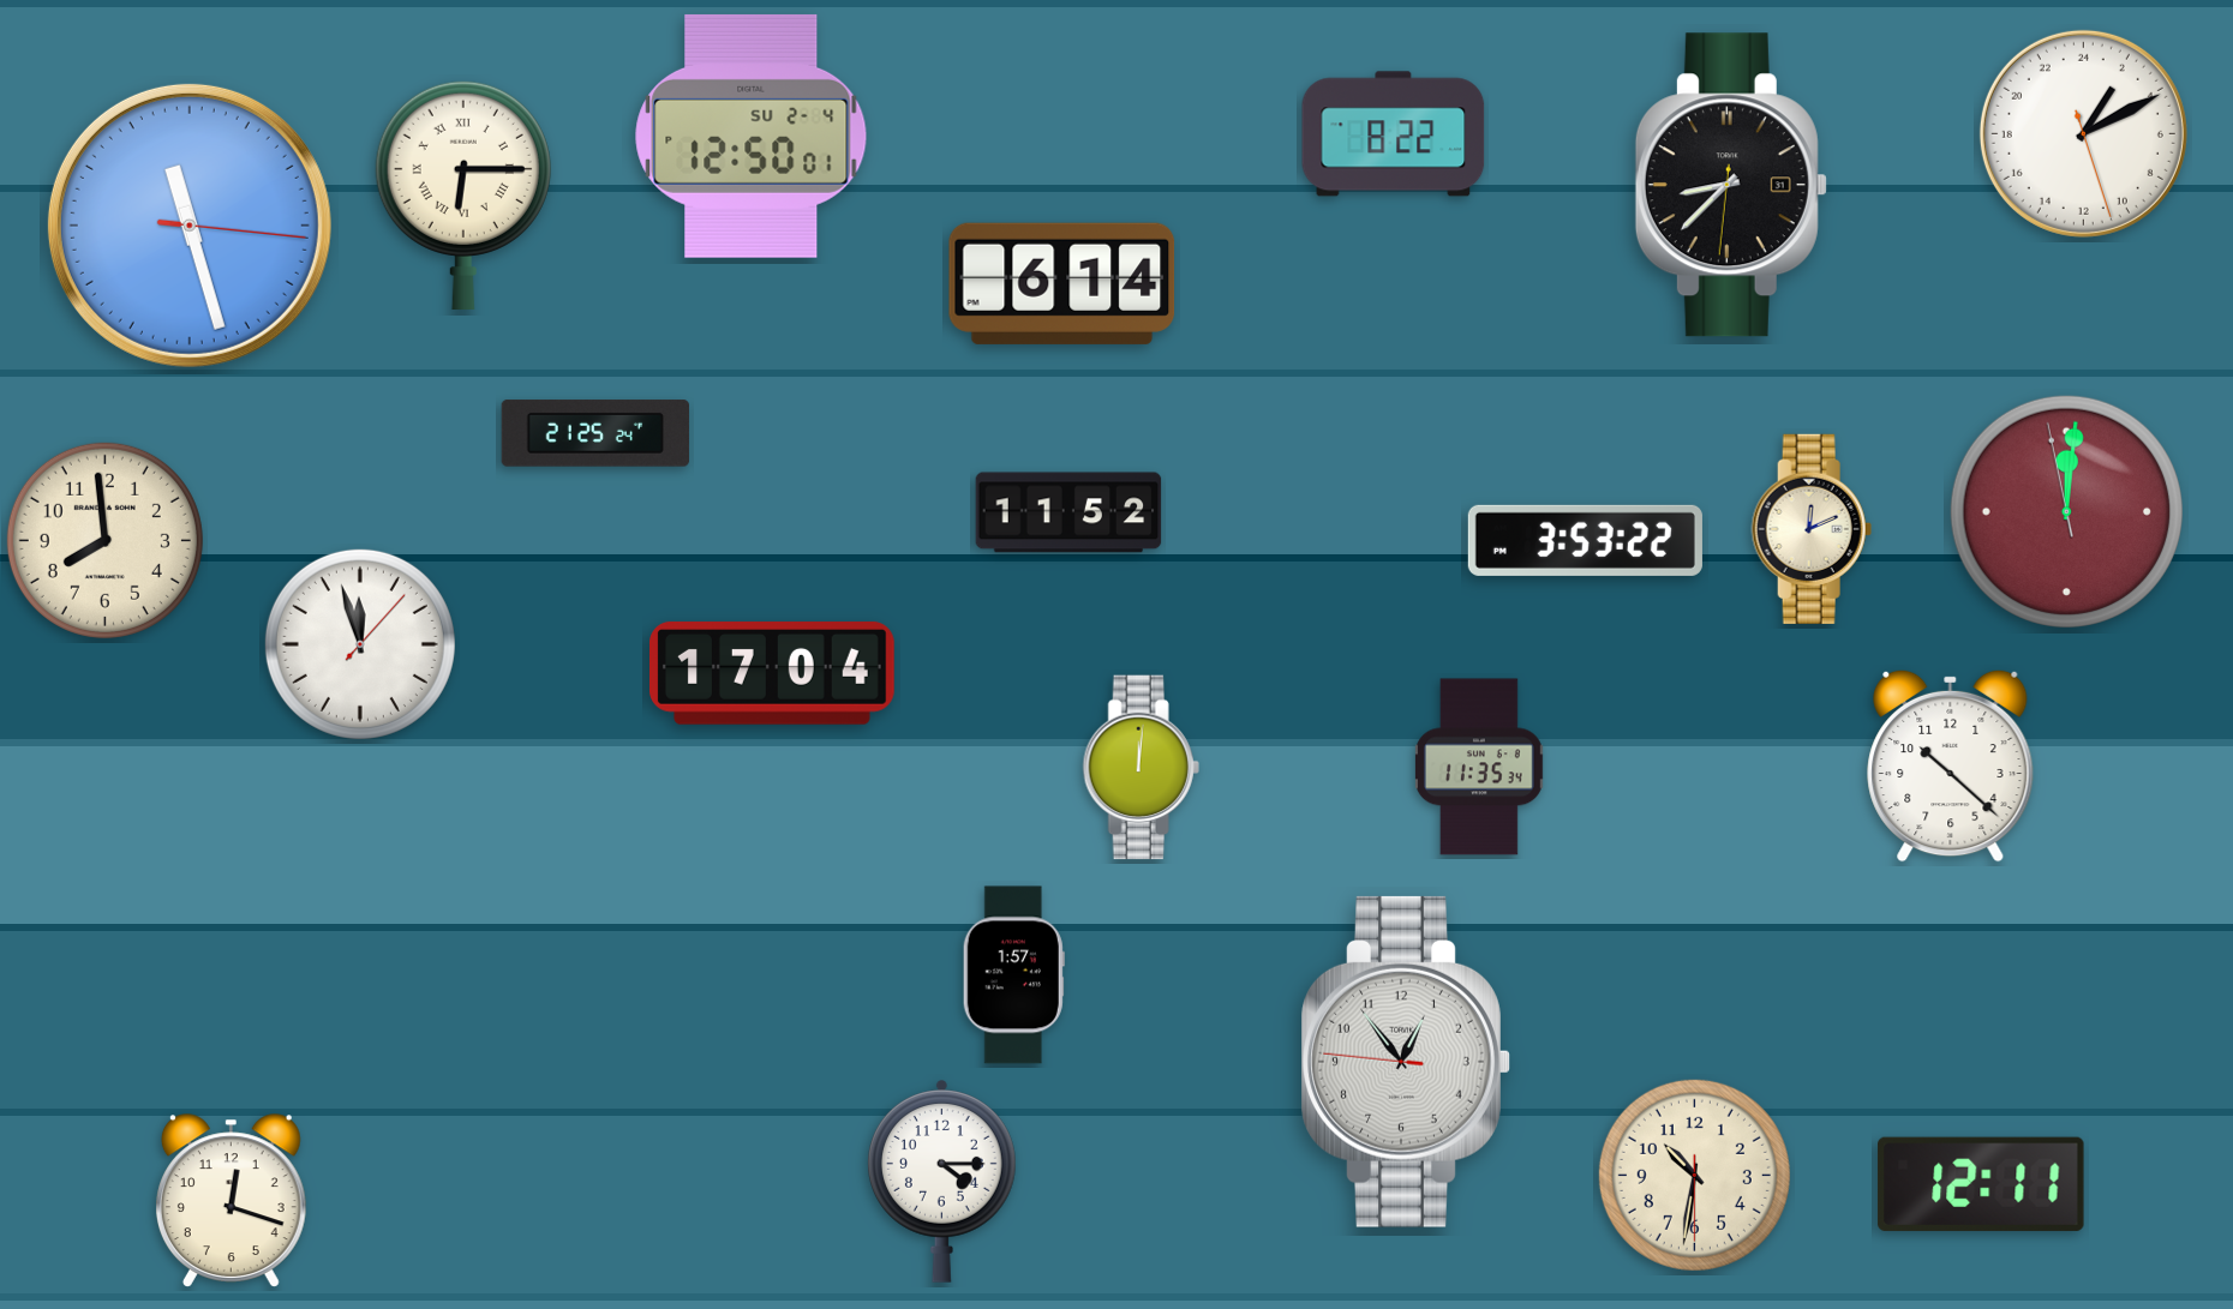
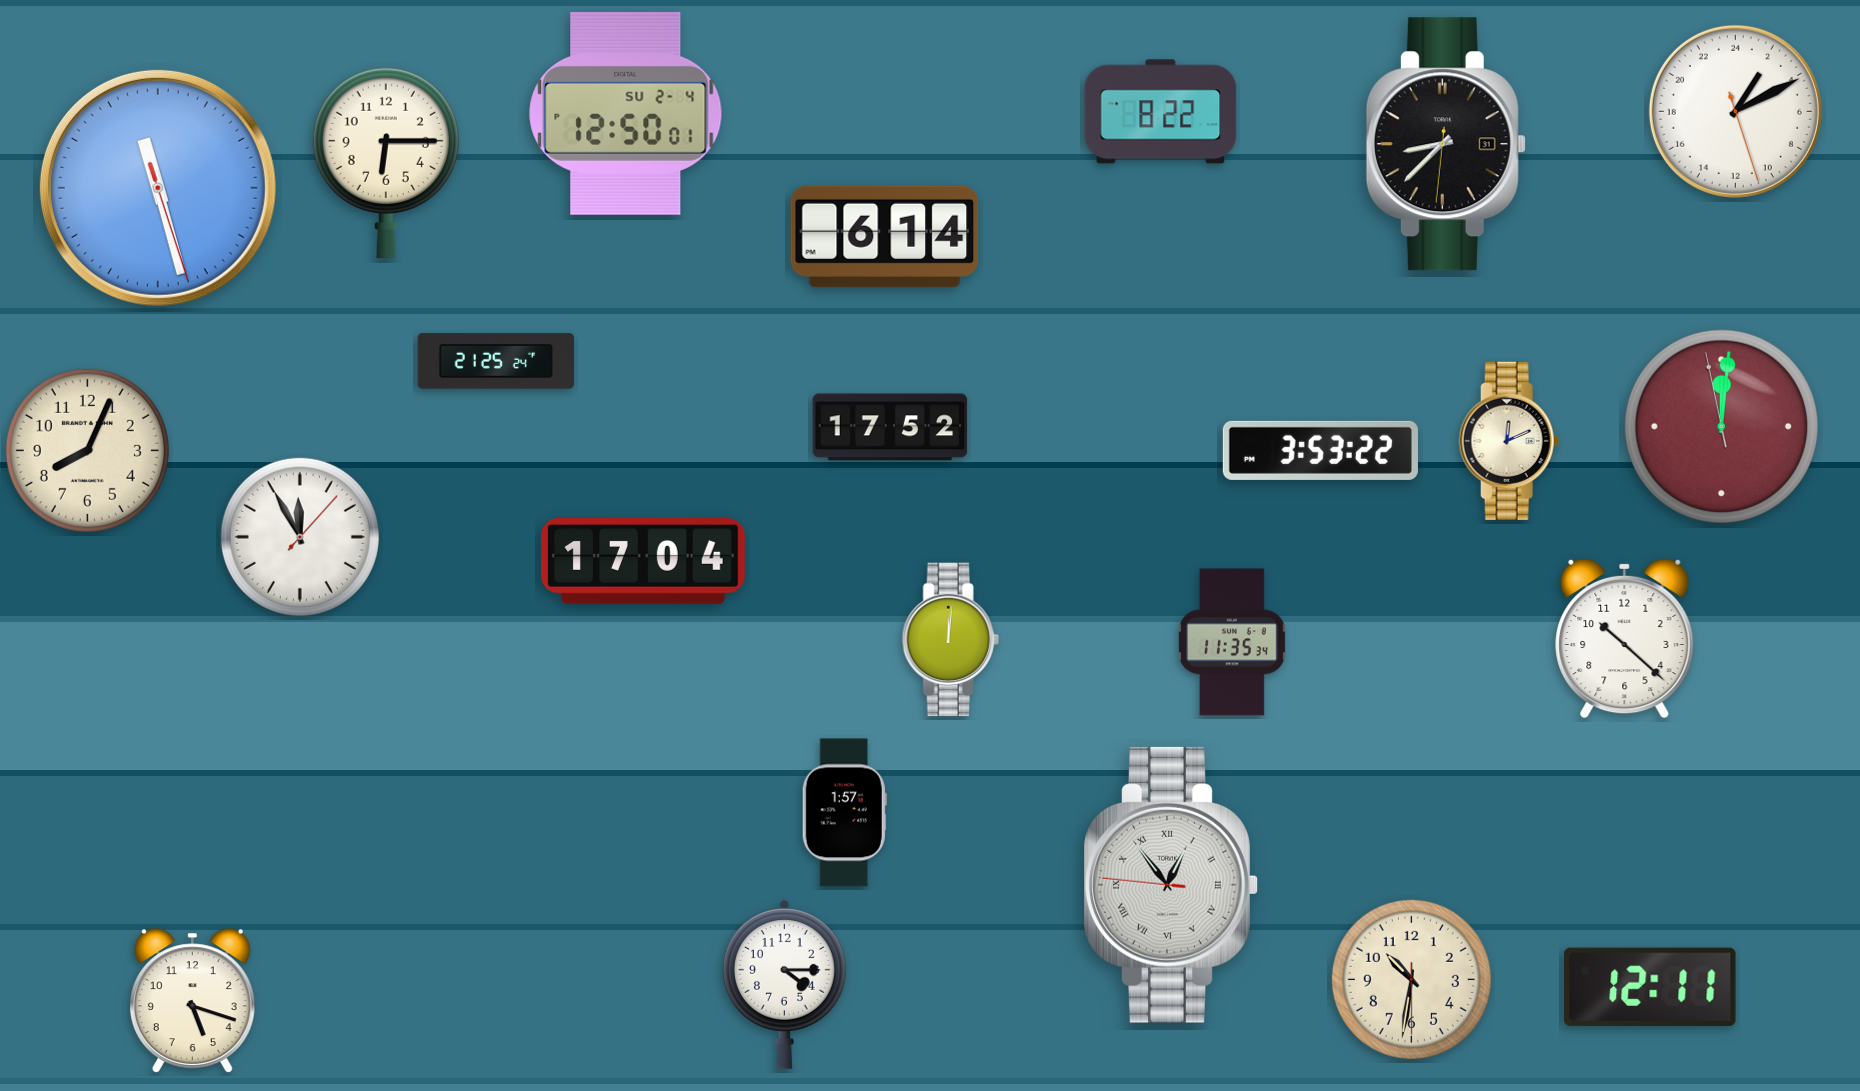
clock at (1731, 185) position: (1731, 185) -> (1446, 144)
clock at (463, 196) numerals: Roman -> Arabic
clock at (190, 226): 11:27:16 -> 11:27:27
clock at (1068, 512): 11:52 -> 17:52
clock at (104, 540): 7:59 -> 8:04
clock at (360, 644): 11:57 -> 11:55
clock at (1480, 767) position: (1480, 767) -> (1233, 642)
clock at (1406, 1062) numerals: Arabic -> Roman
clock at (231, 1201): 12:18 -> 5:18
